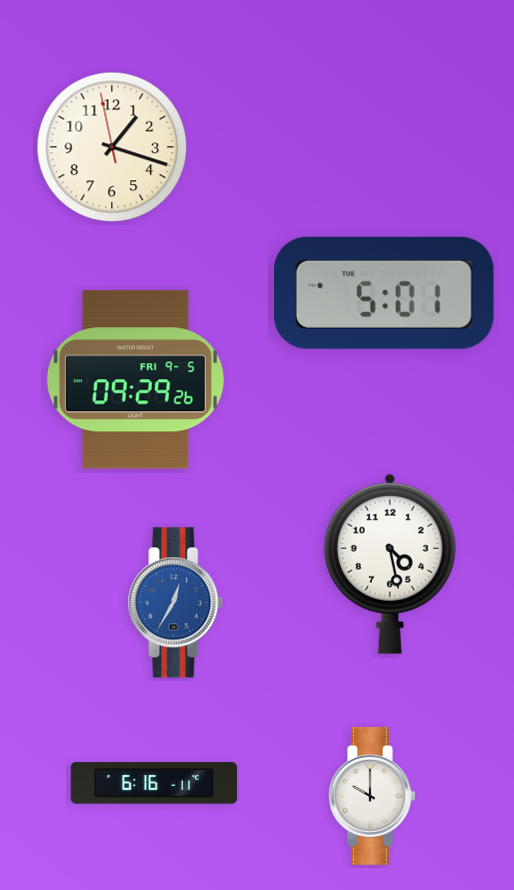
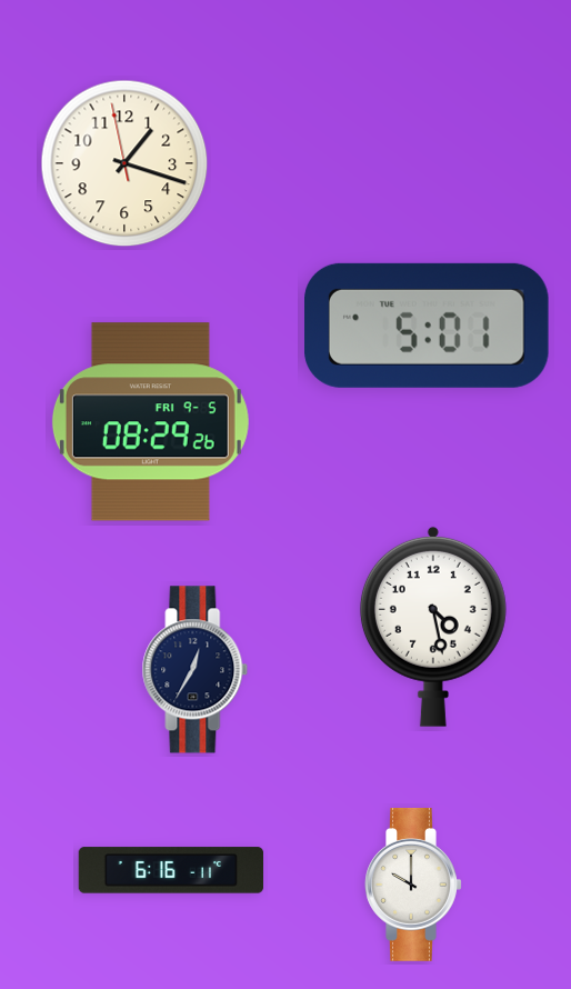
clock at (135, 380): 09:29 -> 08:29
clock at (176, 603) dial: blue -> navy
